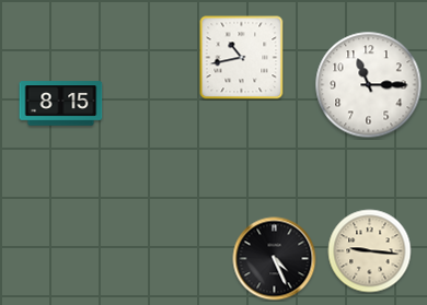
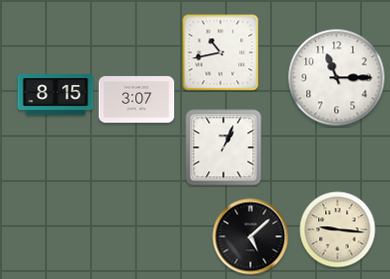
clock at (137, 100): none -> 3:07
clock at (224, 148): none -> 1:04
clock at (275, 259): 4:26 -> 5:08
